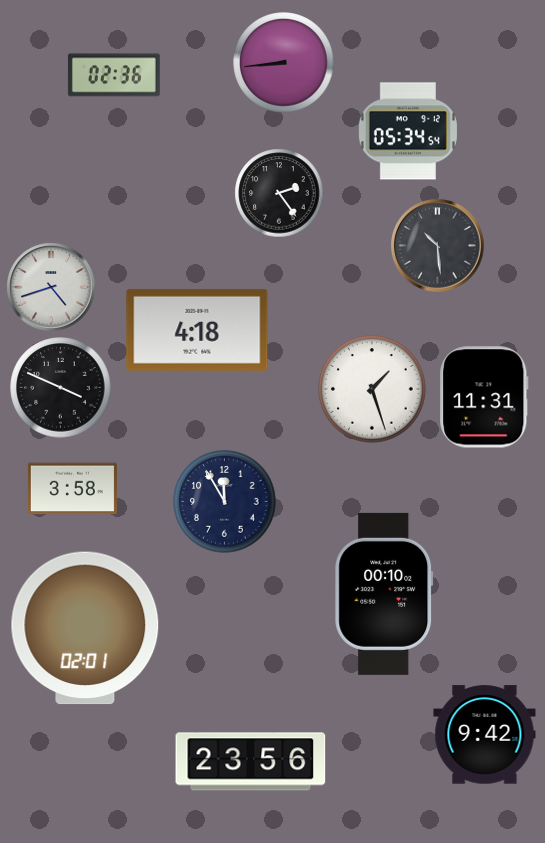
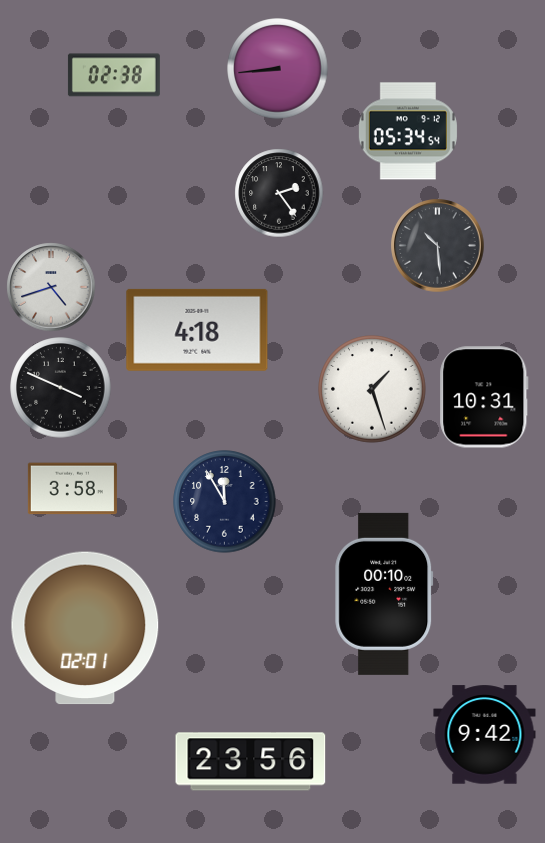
clock at (284, 63) position: (284, 63) -> (278, 69)
clock at (114, 75): 02:36 -> 02:38
clock at (484, 397): 11:31 -> 10:31
